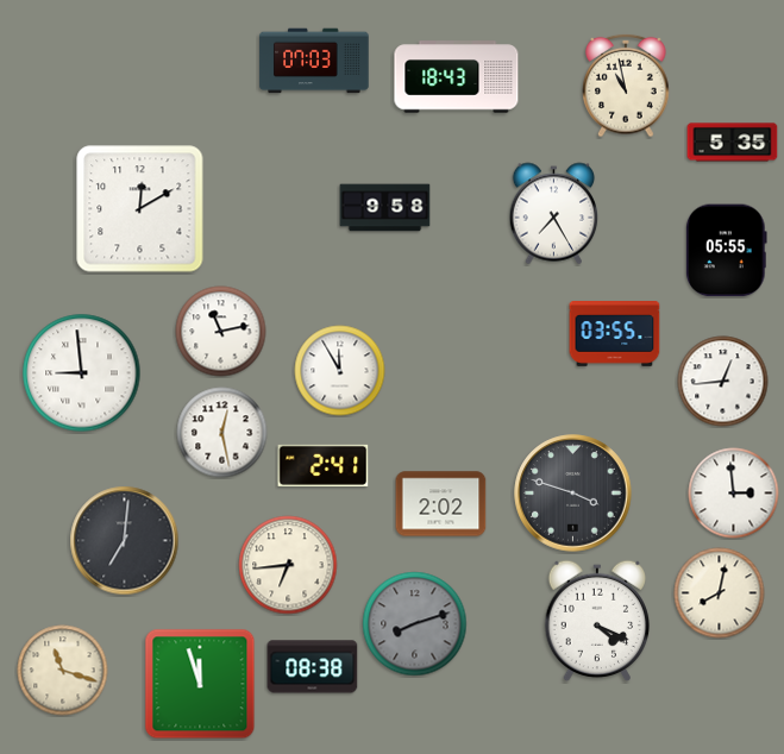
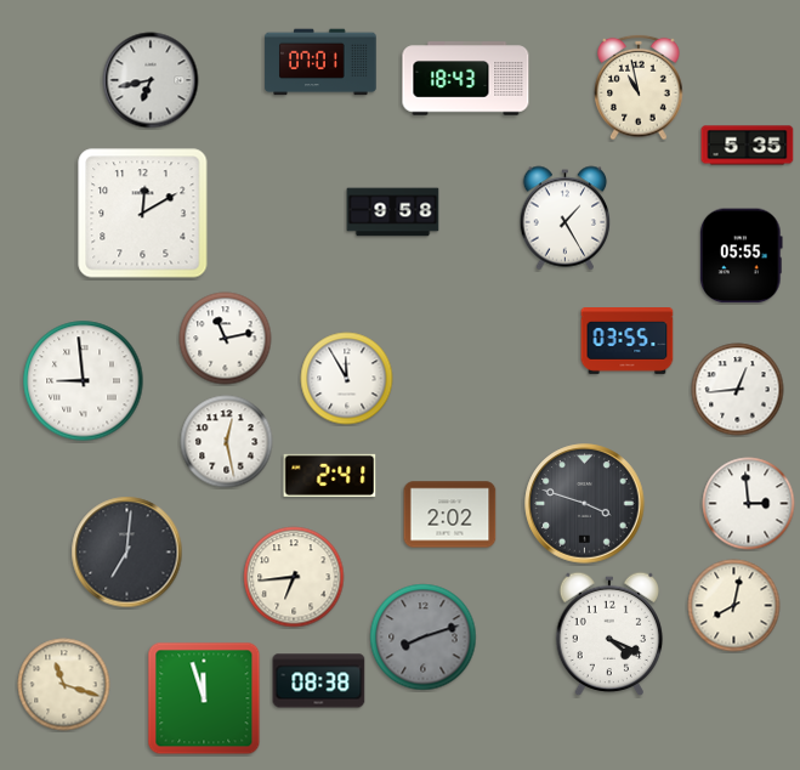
clock at (314, 61): 07:03 -> 07:01
clock at (151, 80): none -> 6:43
clock at (554, 214): 7:25 -> 1:25
